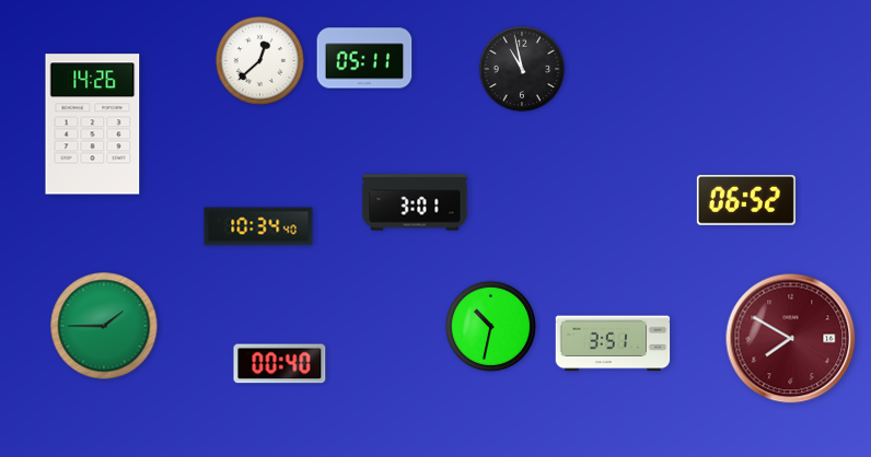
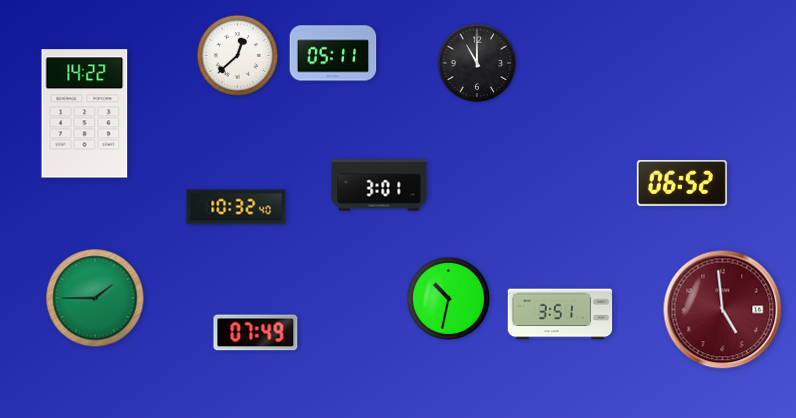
clock at (522, 69): 10:58 -> 11:00
clock at (93, 125): 14:26 -> 14:22
clock at (258, 226): 10:34 -> 10:32
clock at (791, 339): 7:50 -> 4:59
clock at (280, 364): 00:40 -> 07:49
